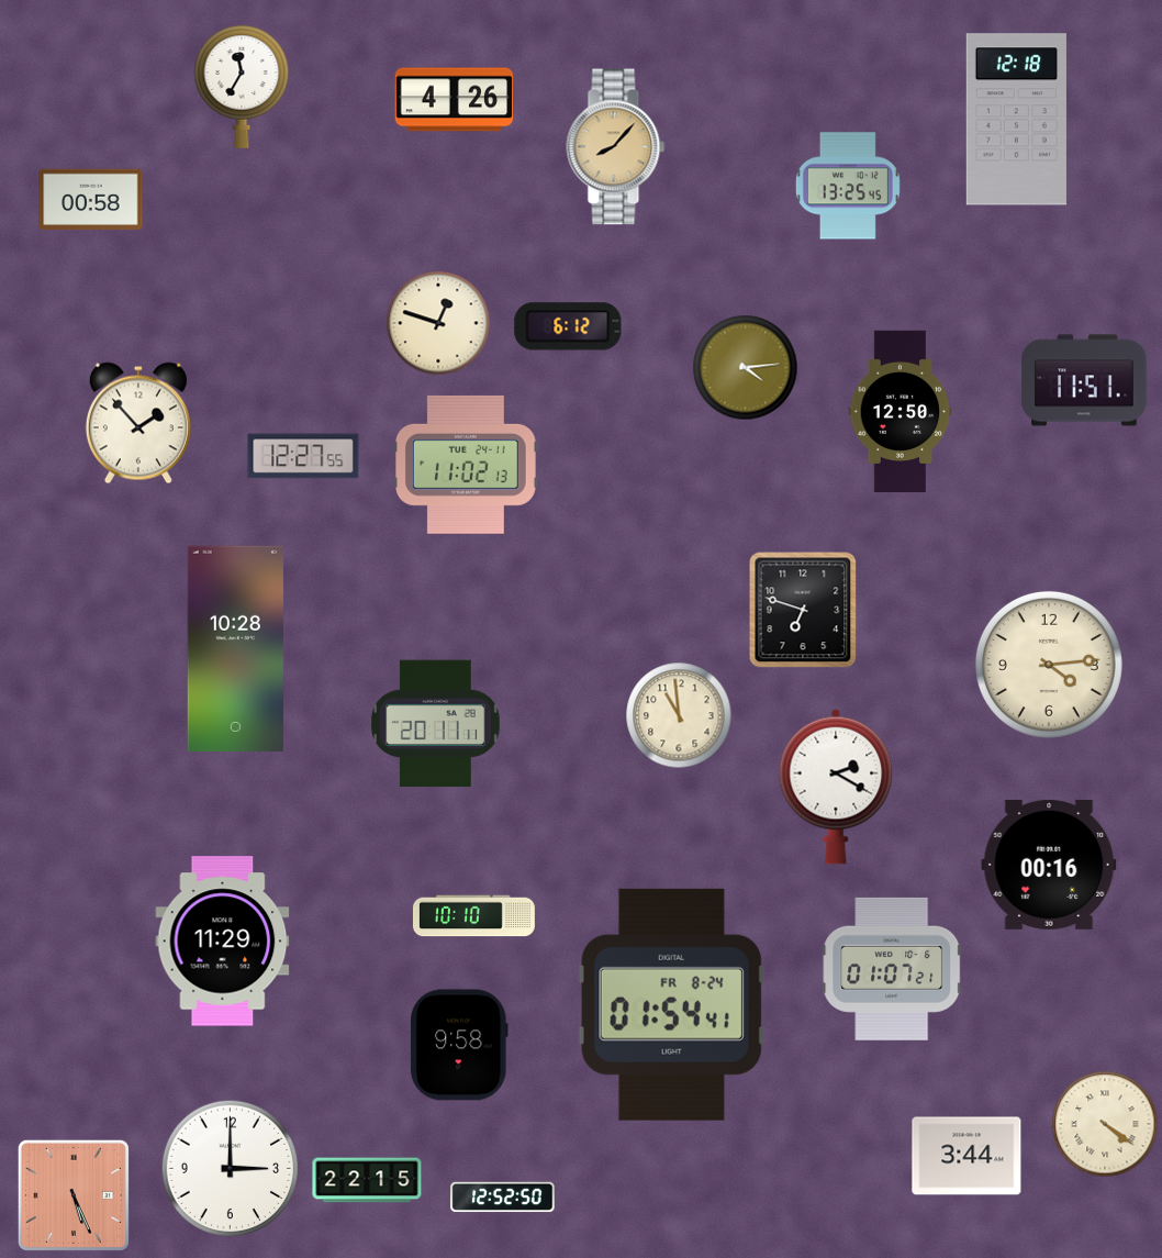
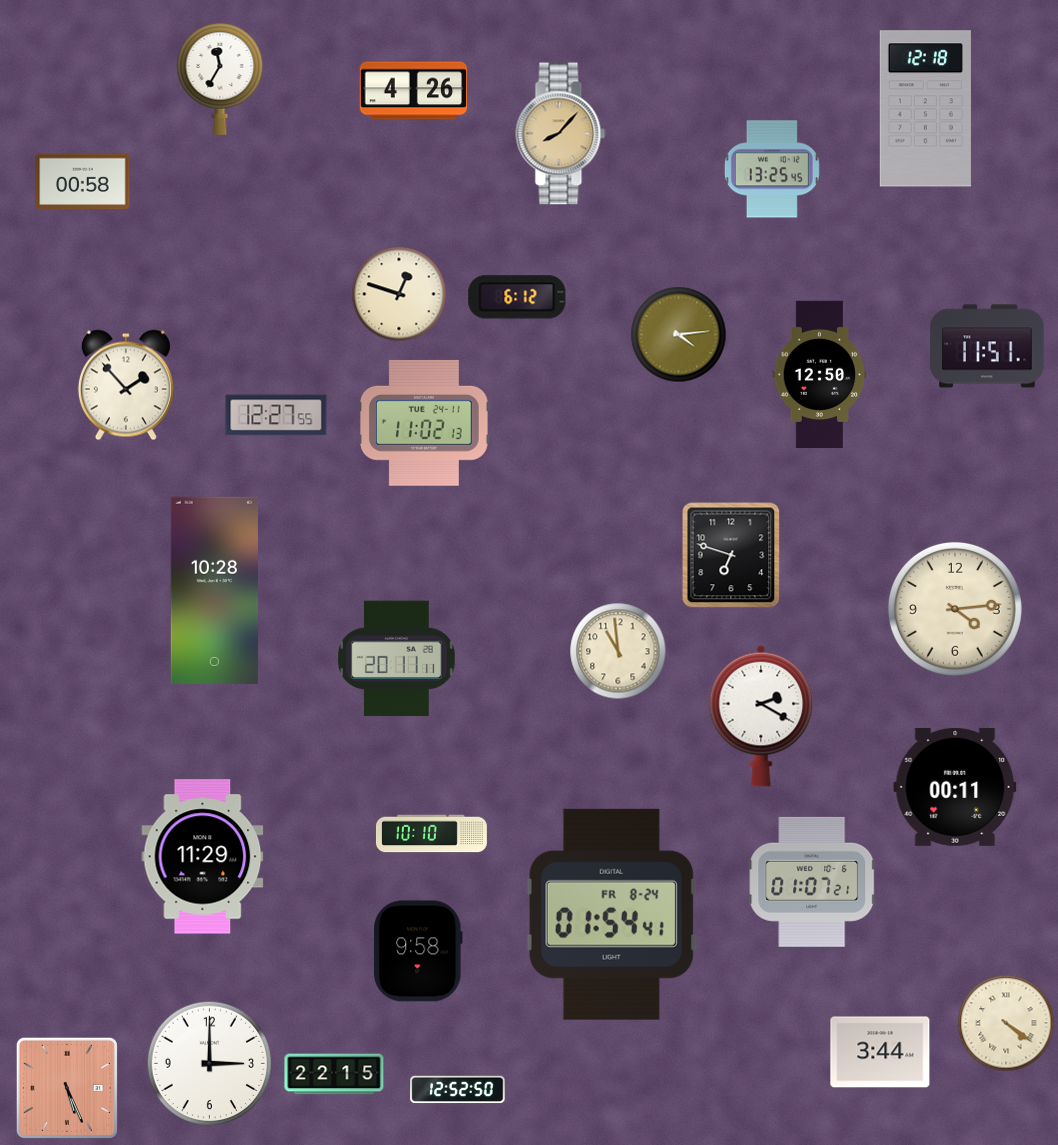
clock at (1049, 665) position: (1049, 665) -> (955, 609)
clock at (1049, 865): 00:16 -> 00:11
